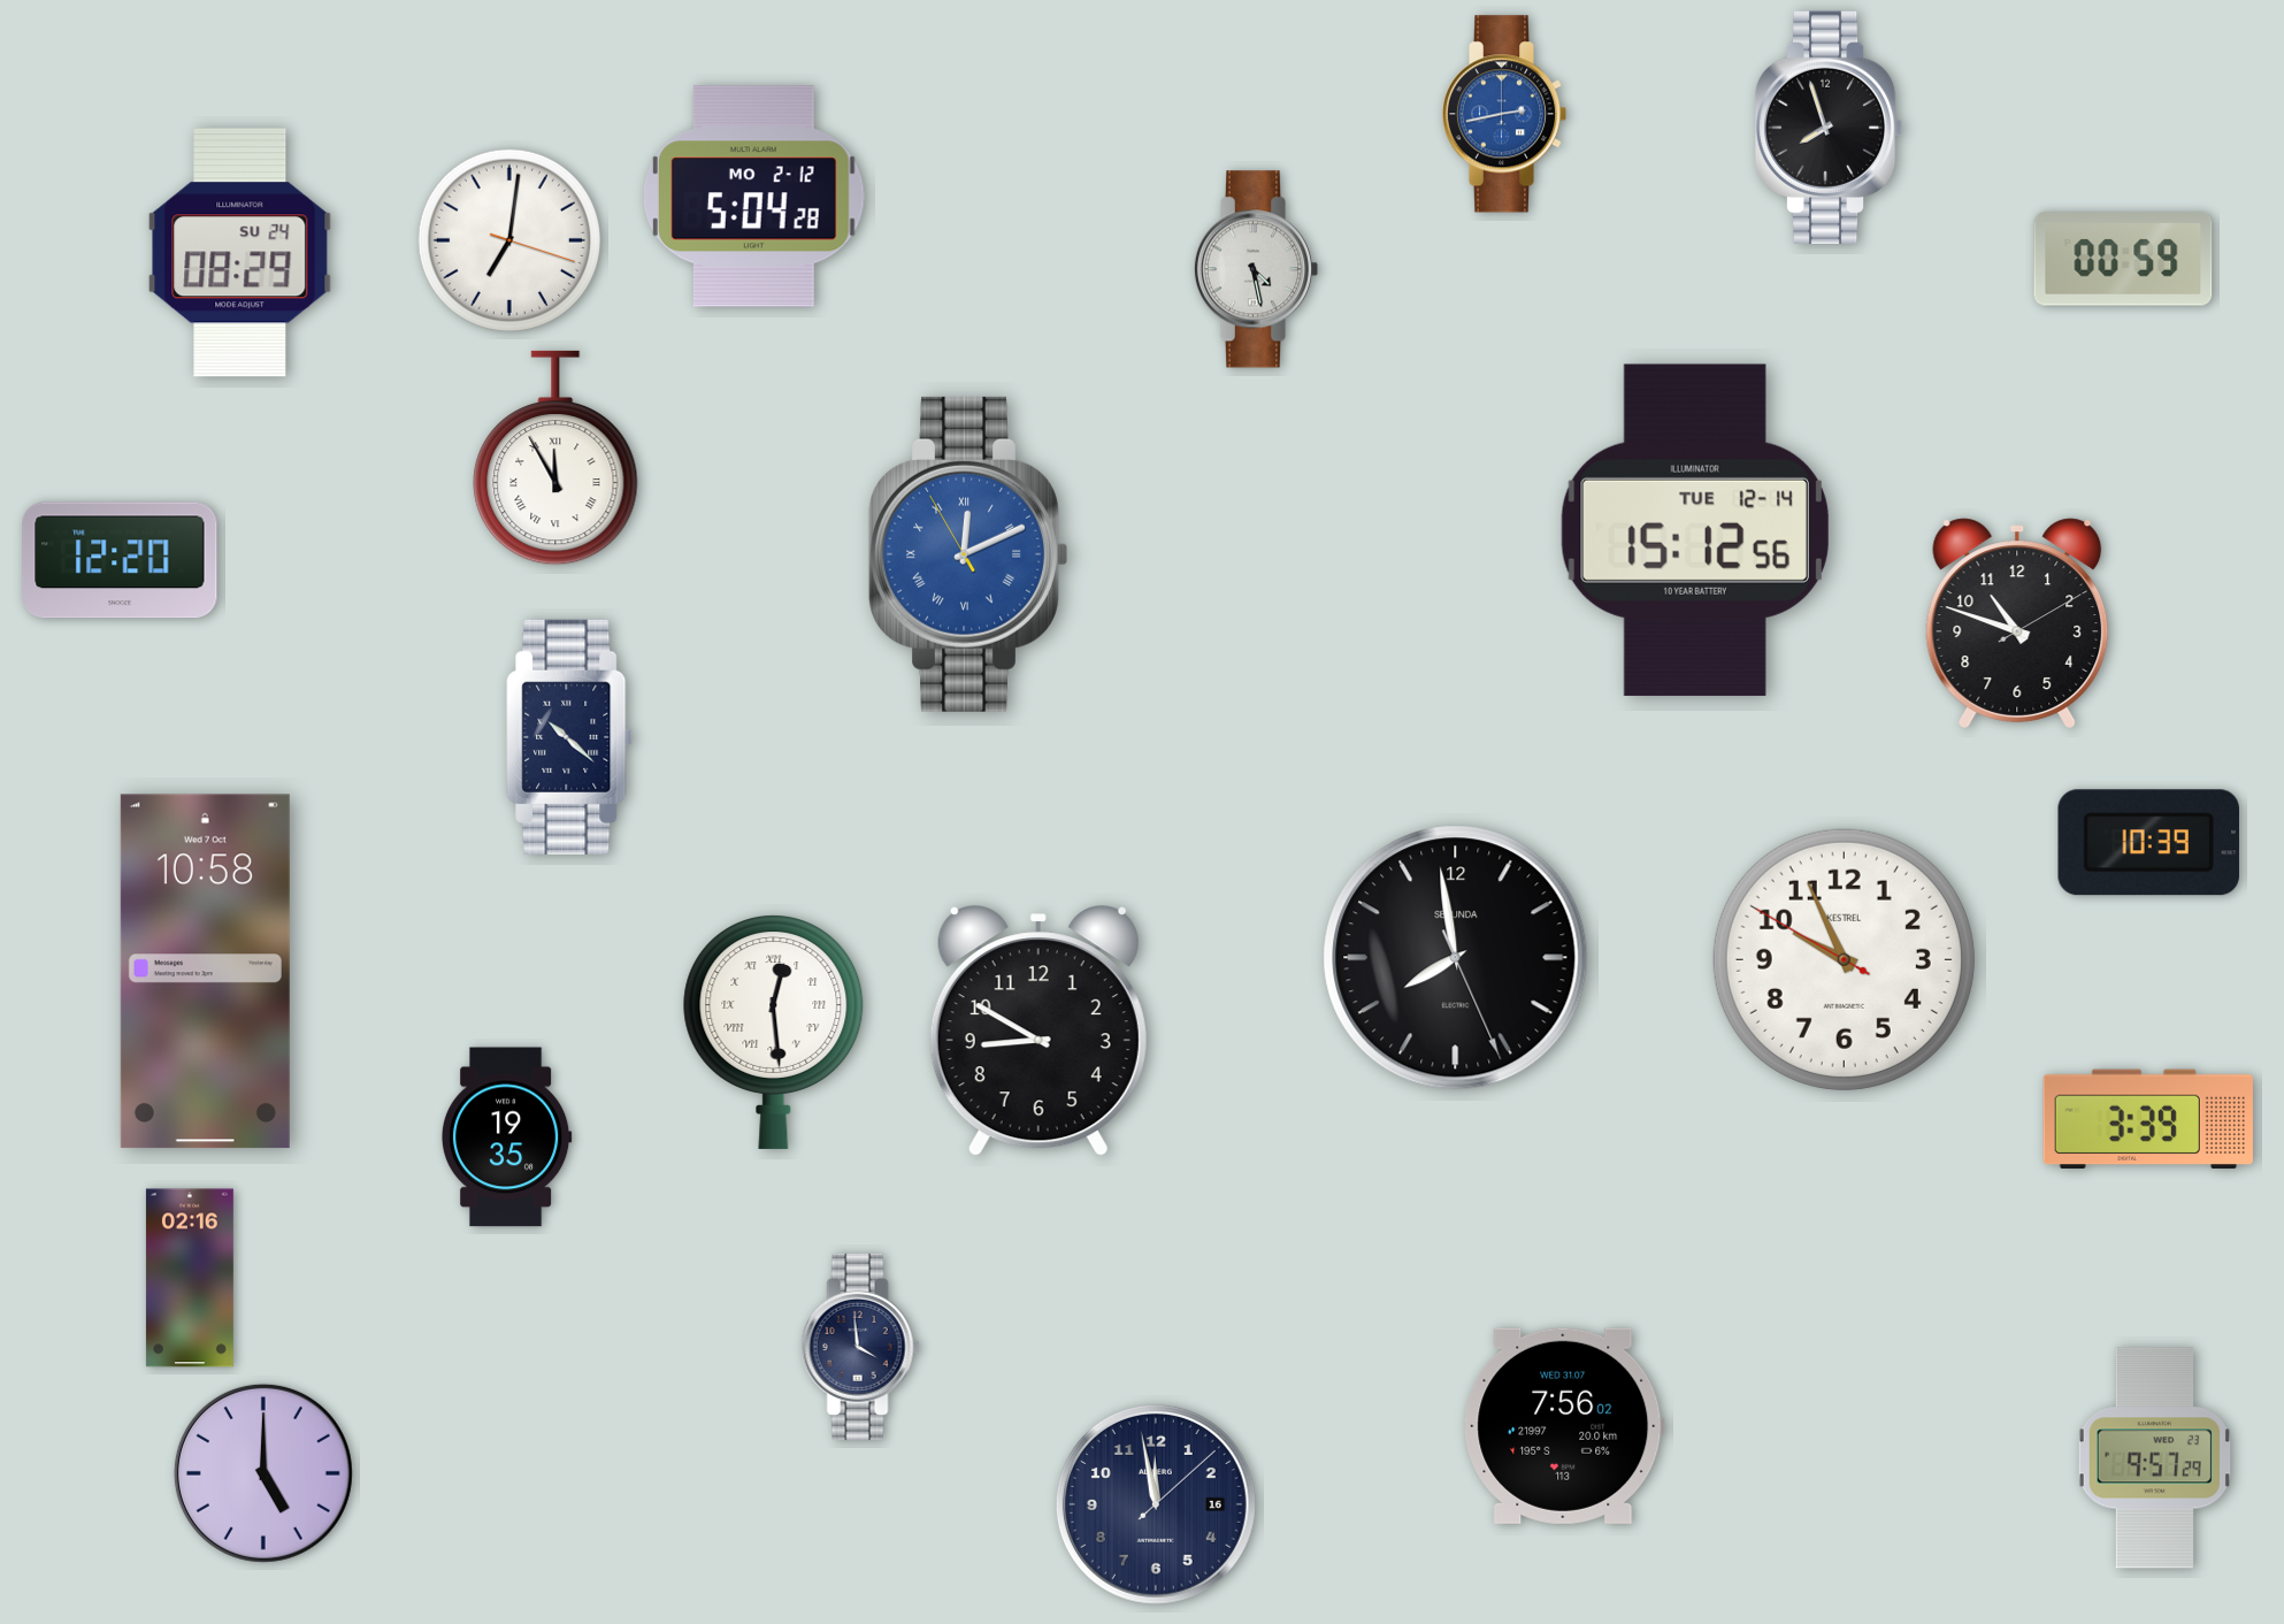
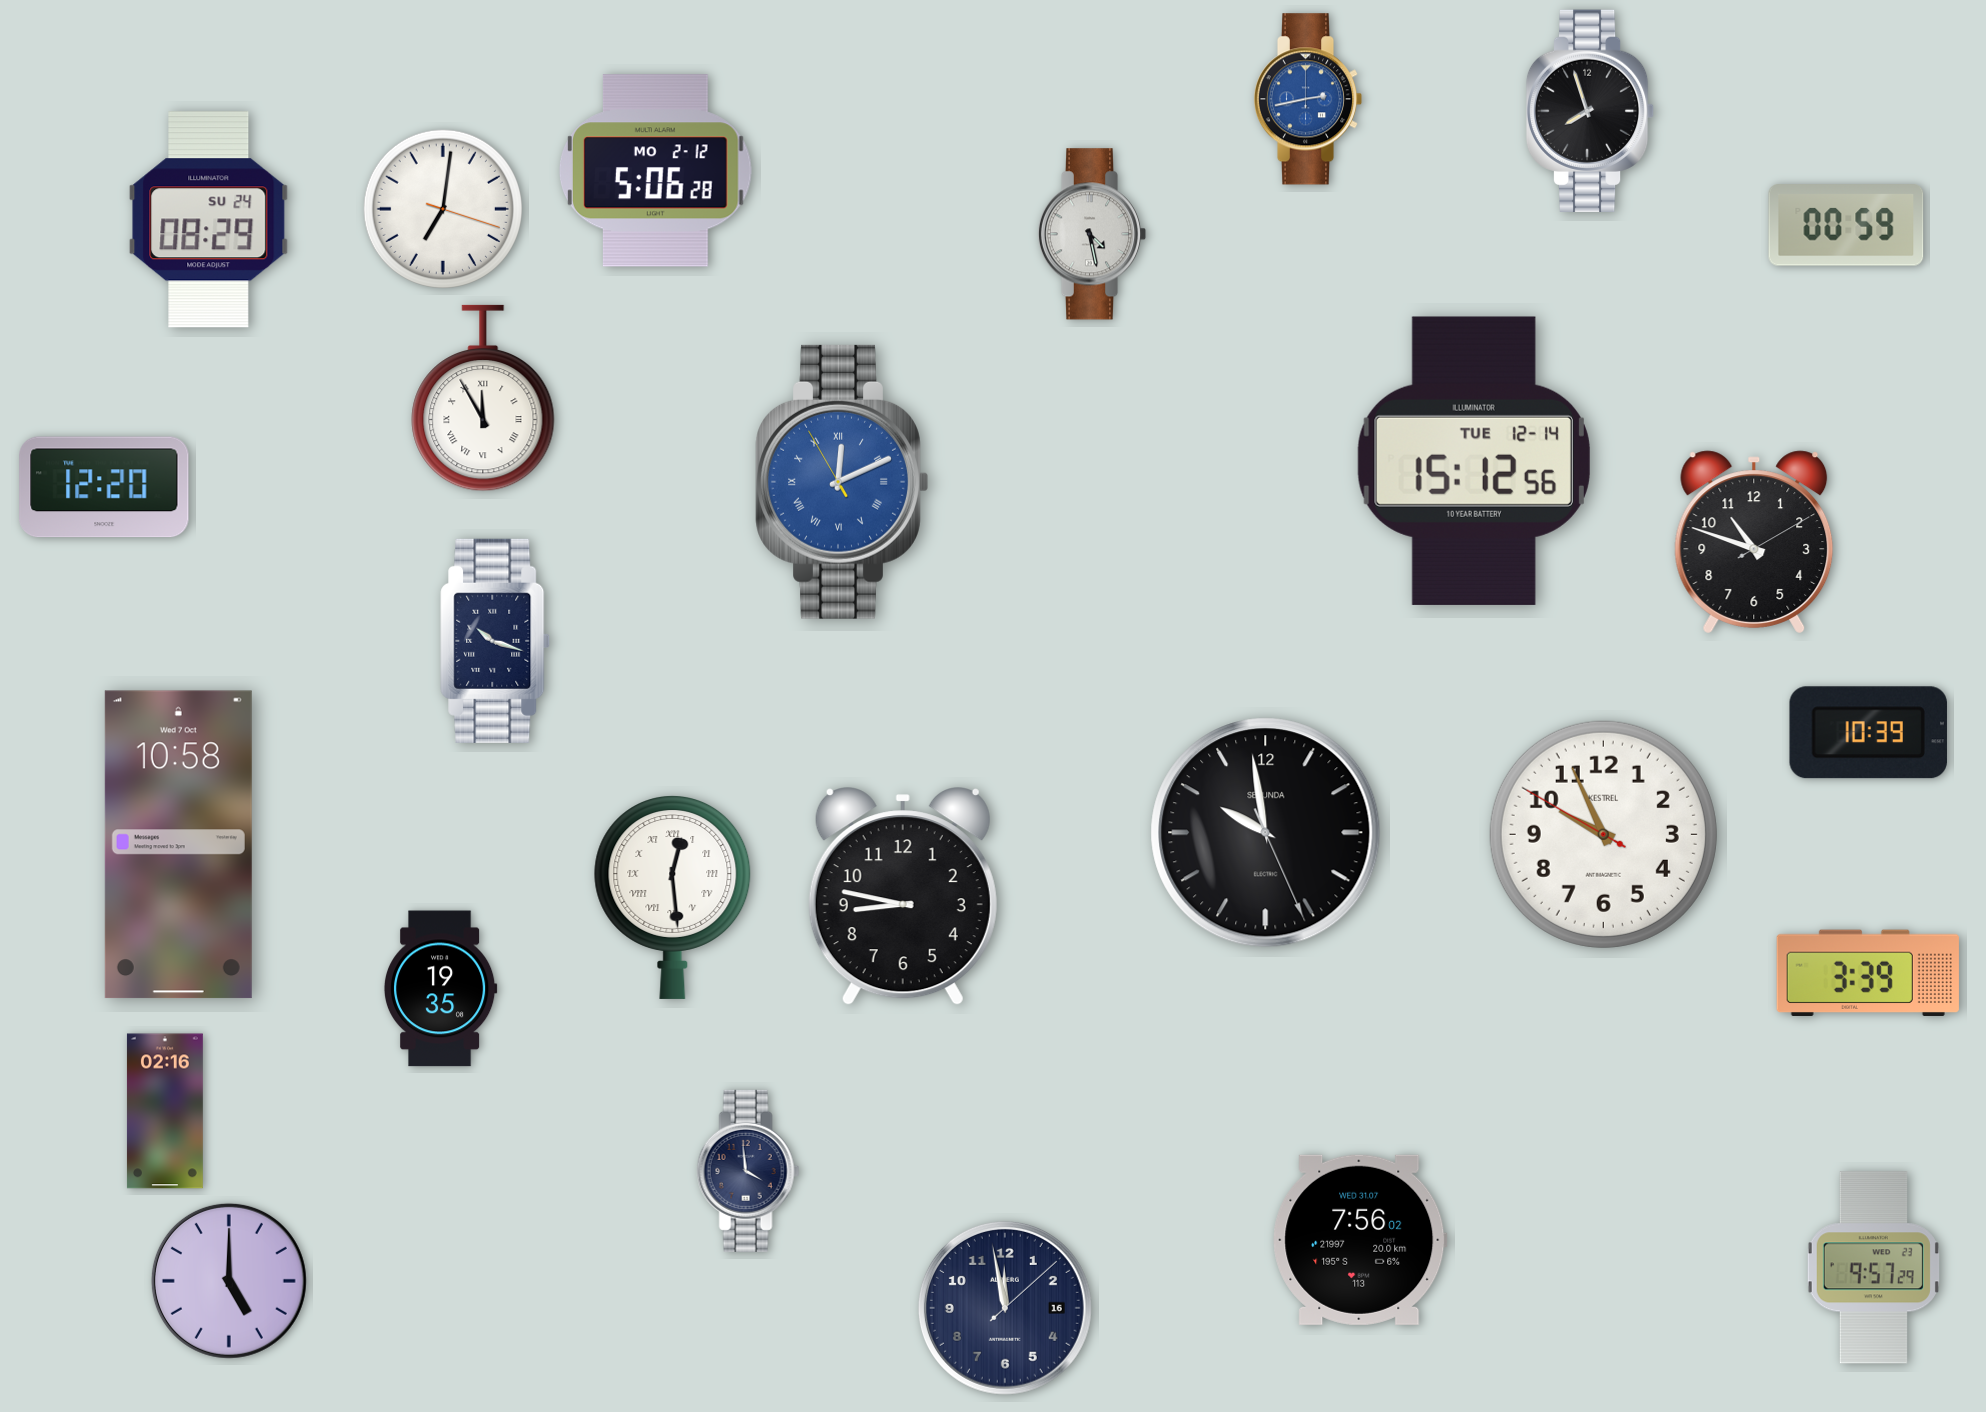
clock at (754, 197): 5:04 -> 5:06
clock at (569, 737): 10:22 -> 10:18
clock at (1456, 958): 7:58 -> 9:58
clock at (1038, 1032): 8:50 -> 8:47
